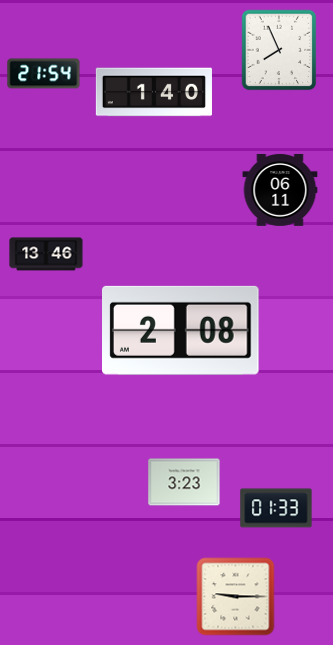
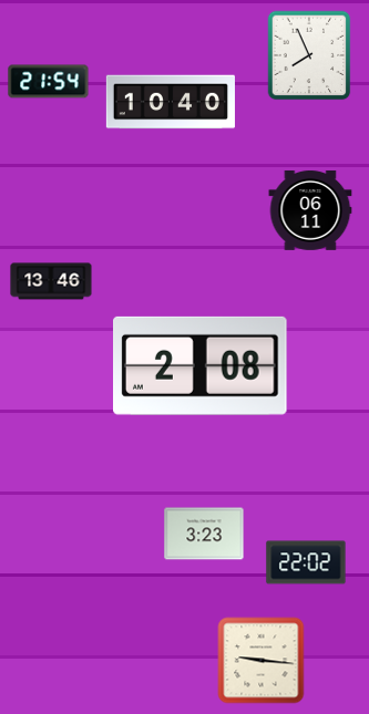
clock at (154, 92): 1:40 -> 10:40
clock at (276, 508): 01:33 -> 22:02
clock at (236, 597): 9:15 -> 9:16
